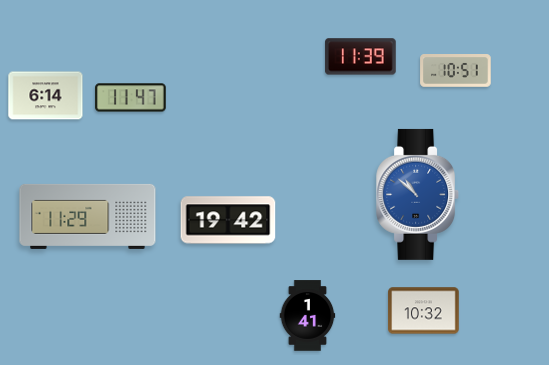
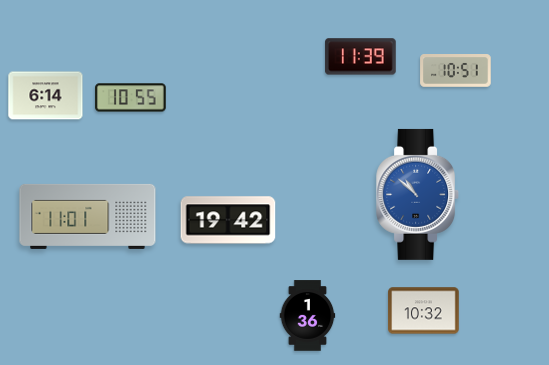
clock at (131, 98): 11:47 -> 10:55
clock at (88, 216): 11:29 -> 11:01
clock at (308, 316): 1:41 -> 1:36
